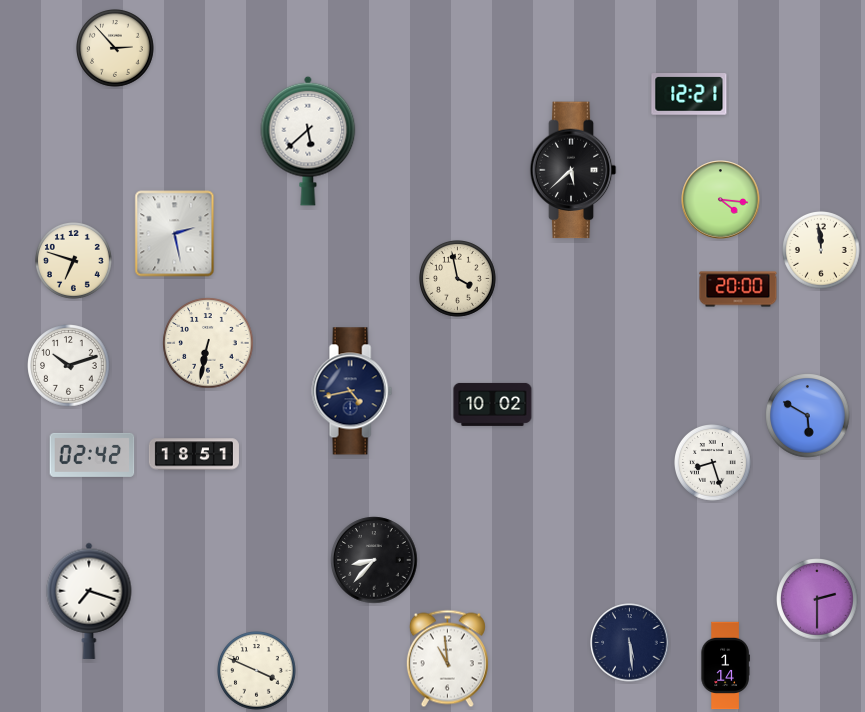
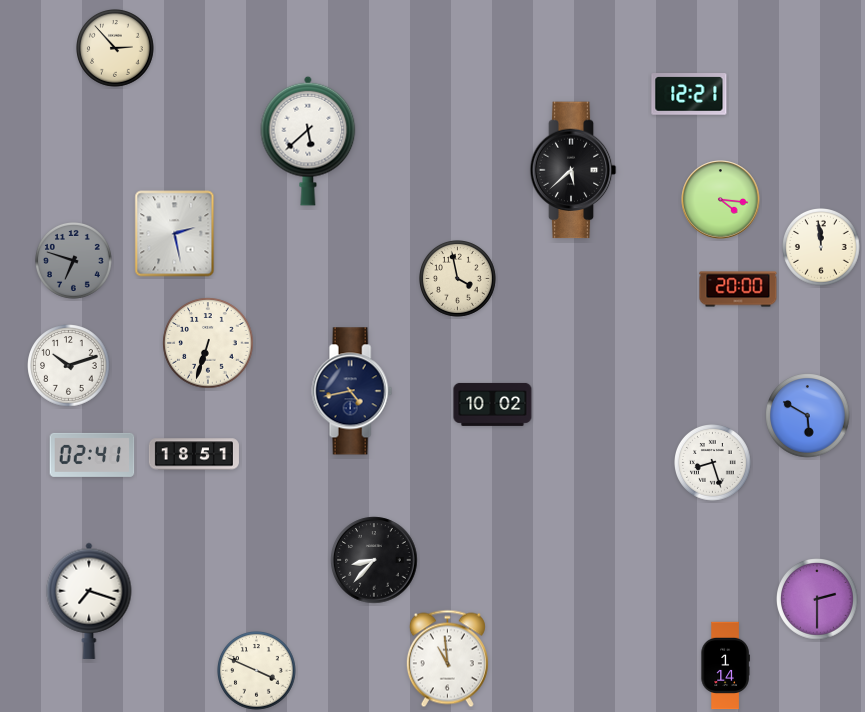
clock at (822, 251) position: (822, 251) -> (822, 248)
clock at (74, 261) dial: cream -> grey
clock at (208, 343): 6:32 -> 6:33
clock at (92, 455): 02:42 -> 02:41
clock at (630, 643): 5:29 -> none
